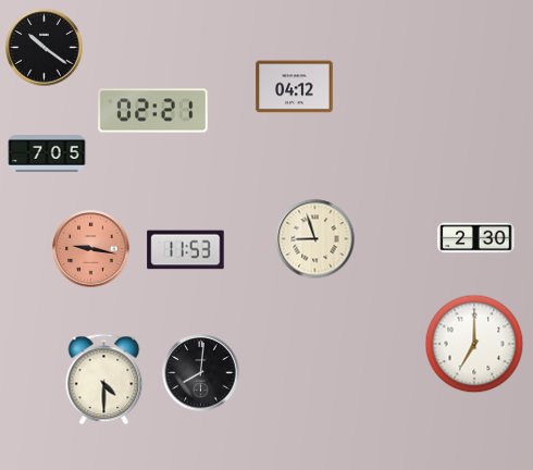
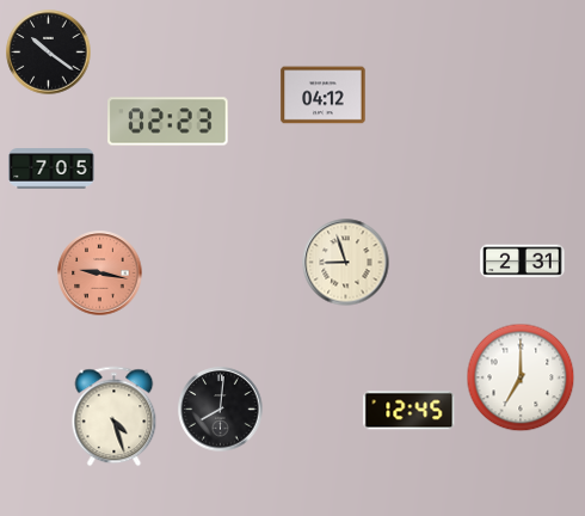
clock at (153, 111): 02:21 -> 02:23
clock at (476, 238): 2:30 -> 2:31
clock at (186, 250): 11:53 -> none
clock at (410, 411): none -> 12:45
clock at (104, 380): 4:30 -> 4:27
